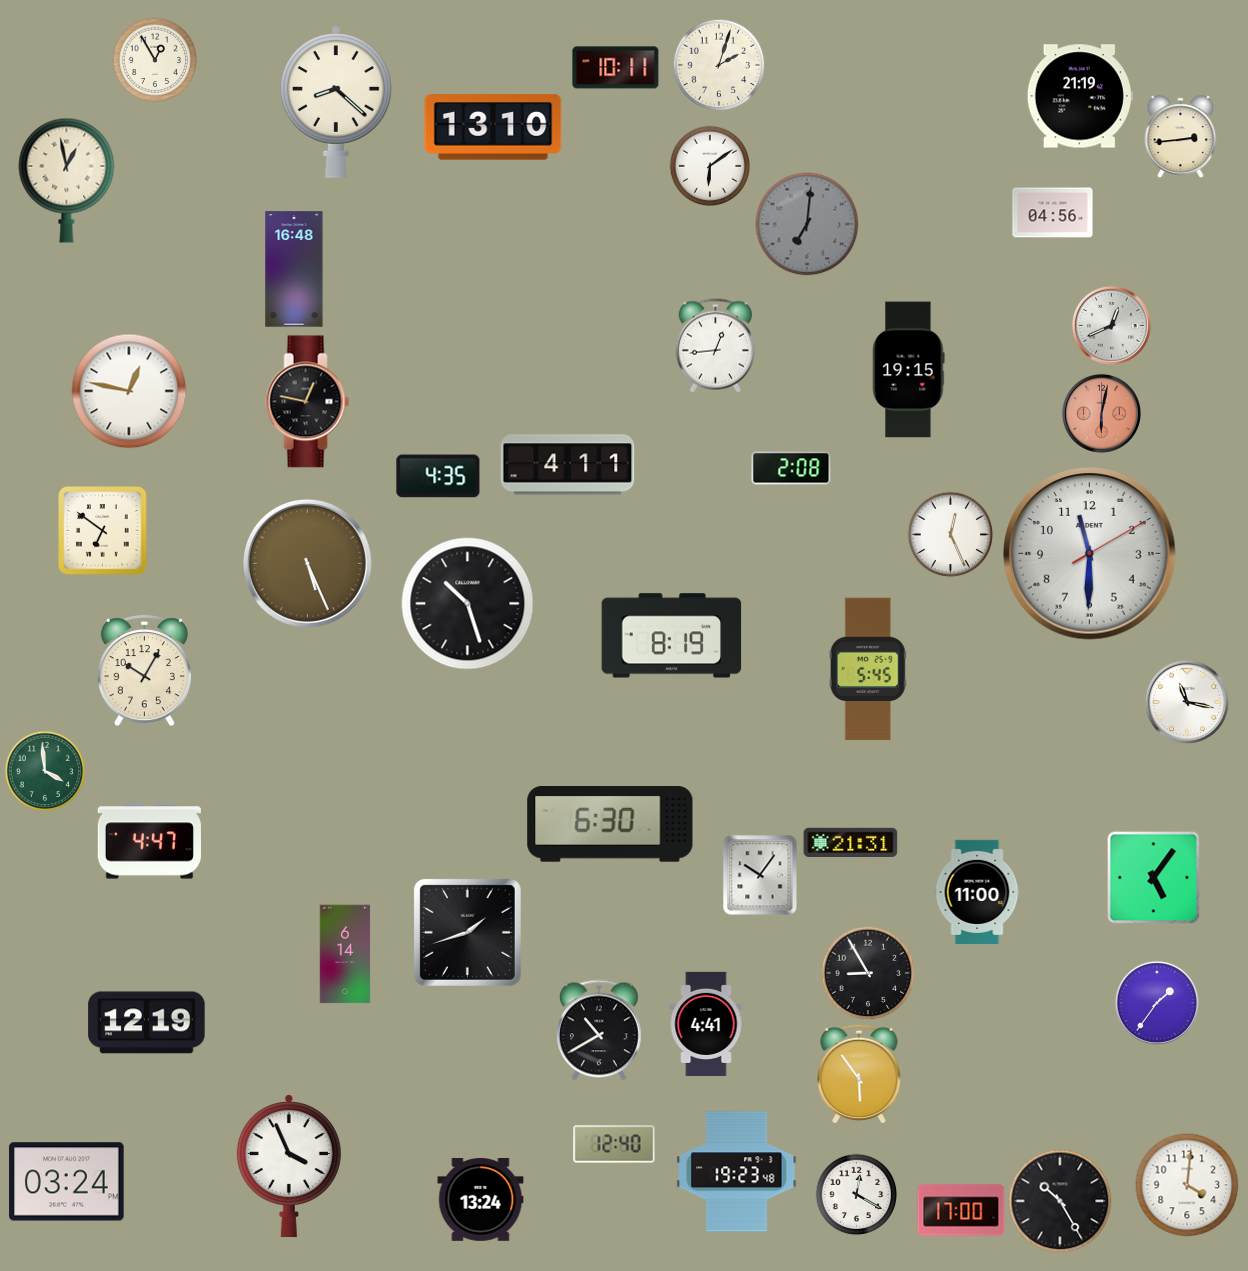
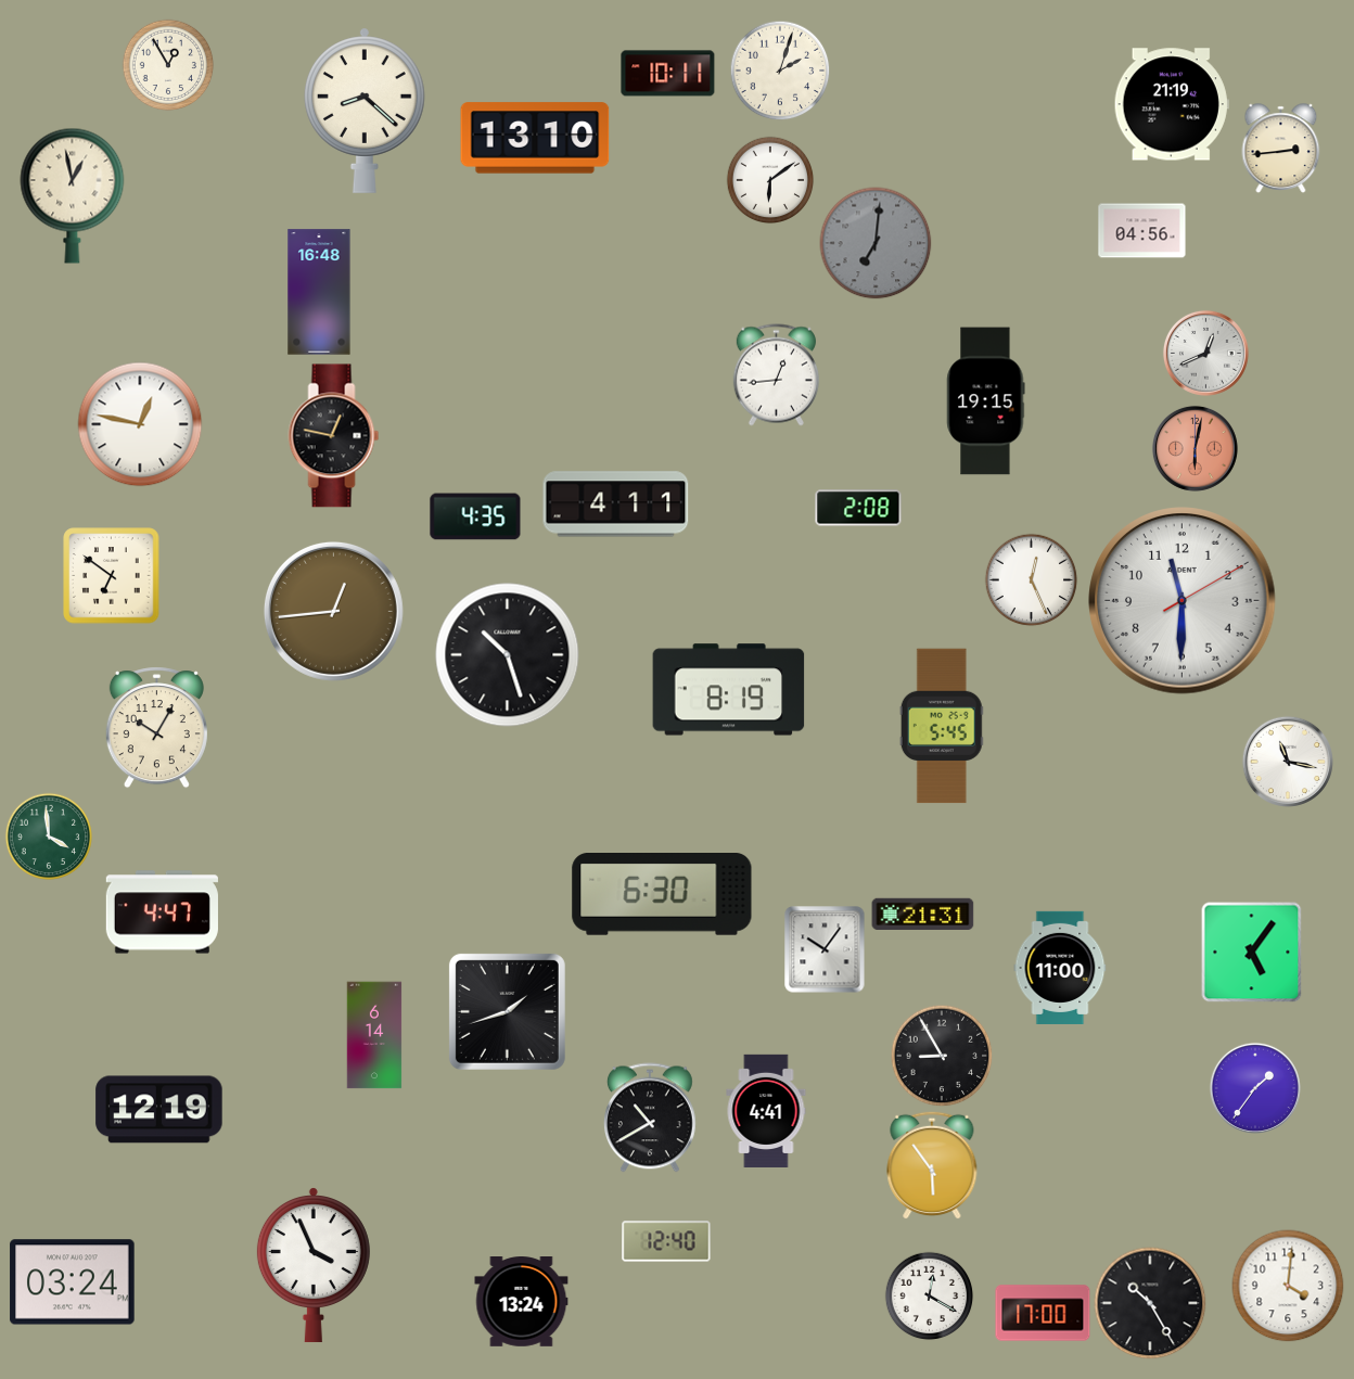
clock at (307, 563): 5:26 -> 12:44
clock at (737, 1172): 19:23 -> none
